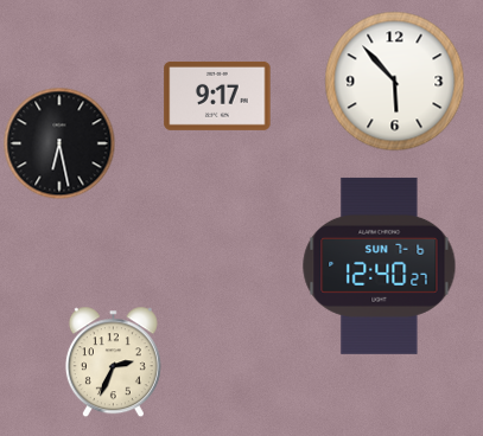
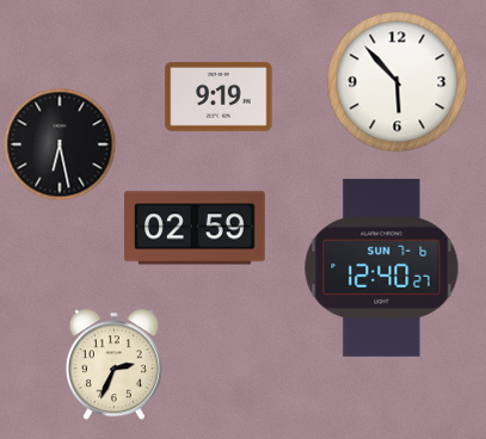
clock at (217, 96): 9:17 -> 9:19
clock at (196, 228): none -> 02:59
